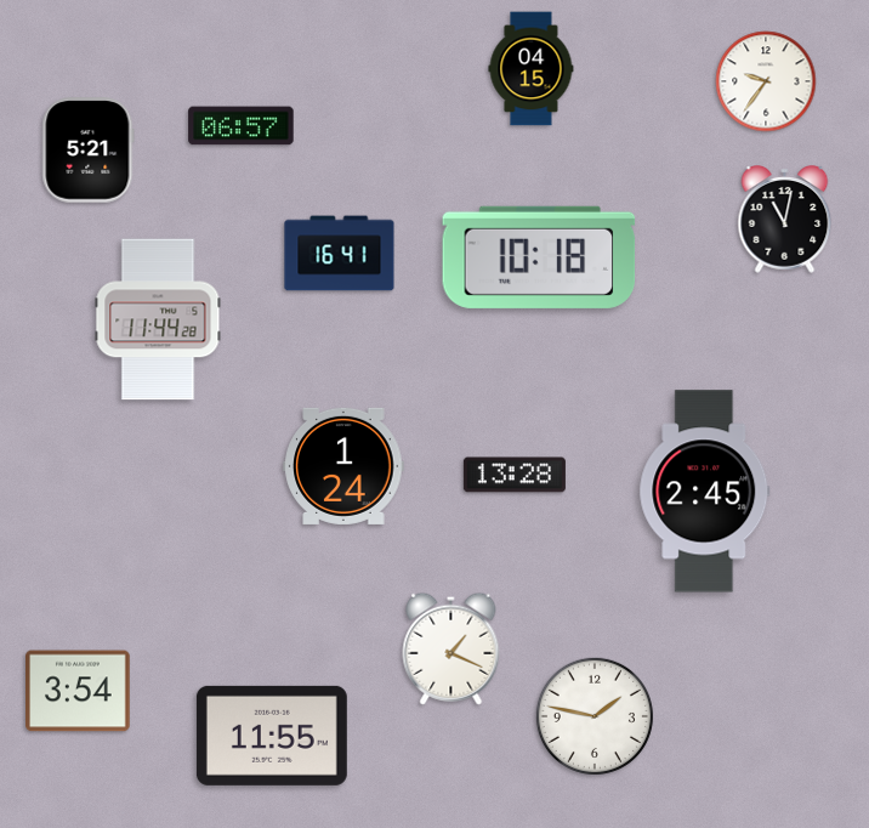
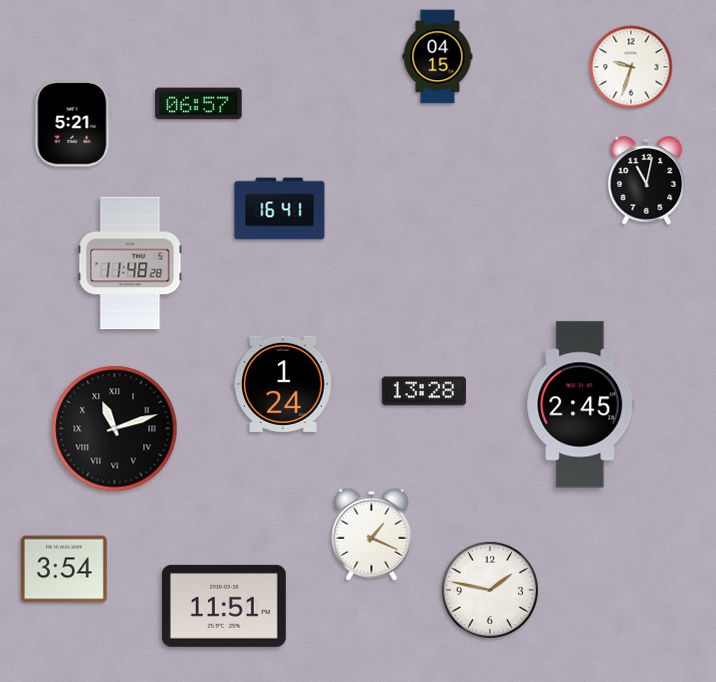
clock at (766, 81): 9:36 -> 9:33
clock at (539, 257): 10:18 -> none
clock at (158, 319): 11:44 -> 11:48
clock at (115, 429): none -> 11:12
clock at (272, 736): 11:55 -> 11:51
